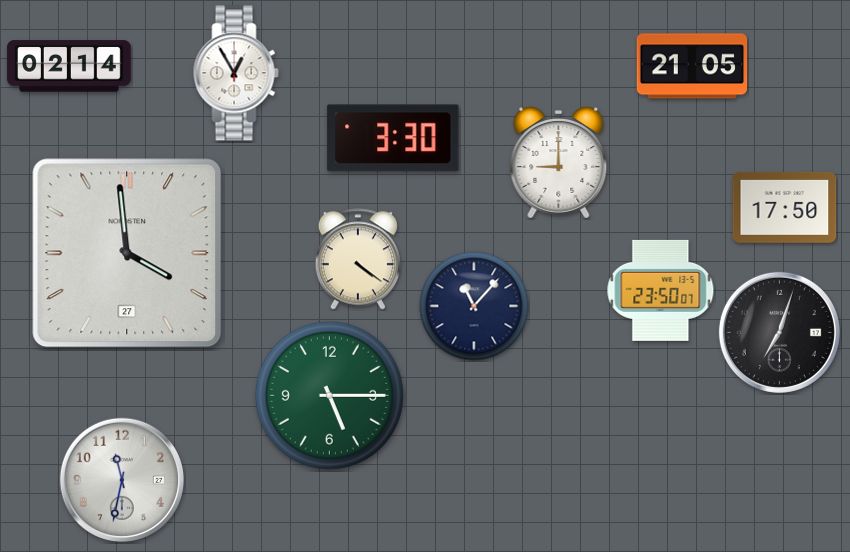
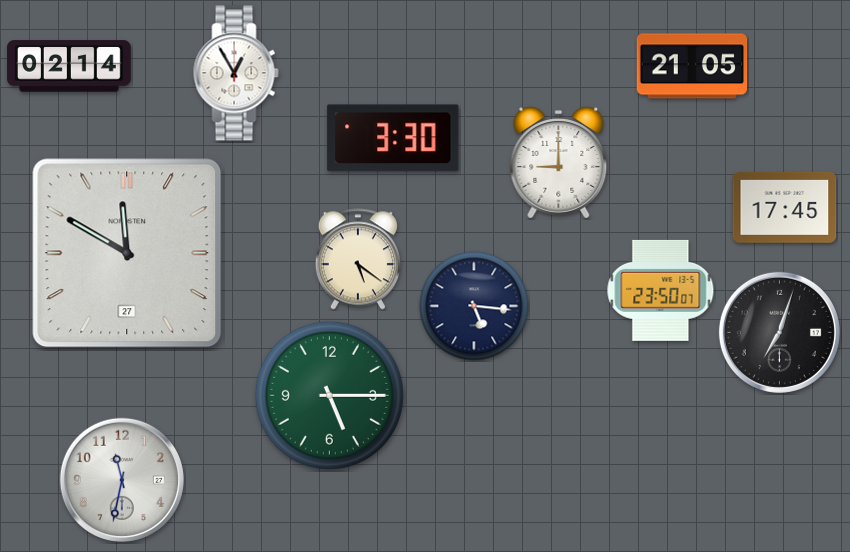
clock at (785, 207): 17:50 -> 17:45
clock at (127, 253): 3:59 -> 11:50
clock at (358, 259): 4:21 -> 5:21
clock at (474, 306): 11:07 -> 5:16
